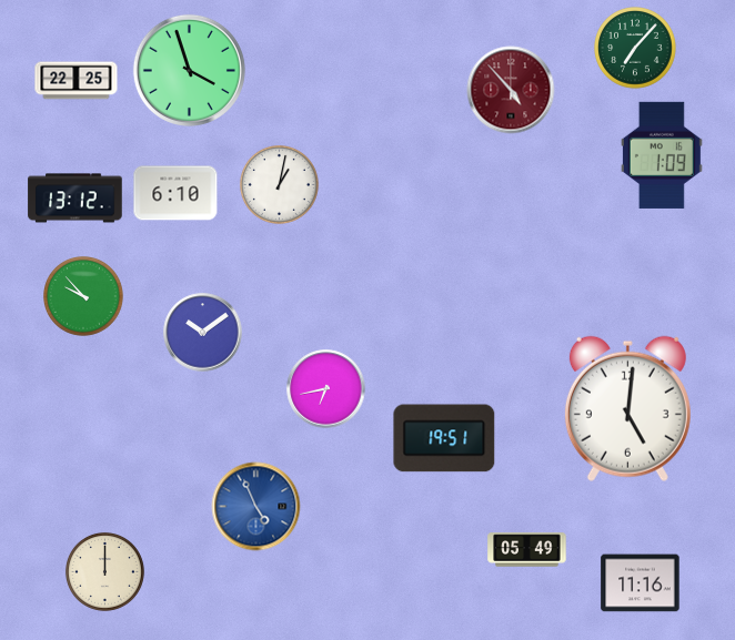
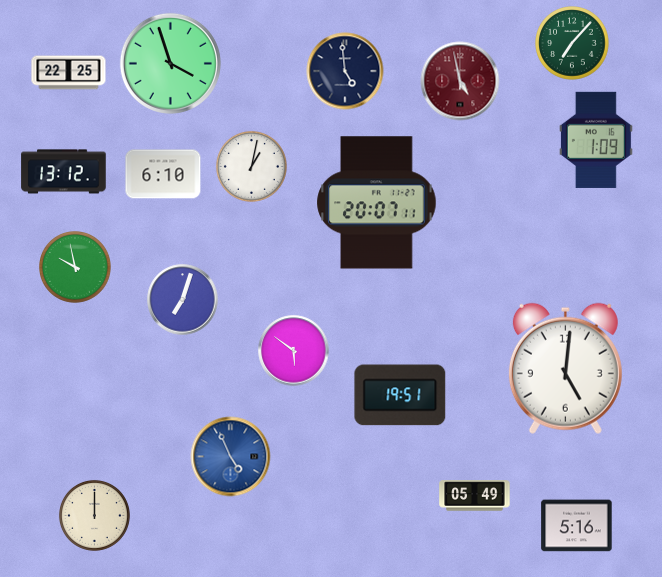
clock at (345, 71): none -> 4:59
clock at (511, 90): 4:53 -> 4:58
clock at (175, 193) position: (175, 193) -> (163, 174)
clock at (75, 199) position: (75, 199) -> (64, 172)
clock at (377, 203): none -> 20:07
clock at (84, 297): 9:53 -> 9:58
clock at (203, 333): 10:09 -> 7:03
clock at (326, 389): 6:43 -> 5:51
clock at (641, 583): 11:16 -> 5:16
